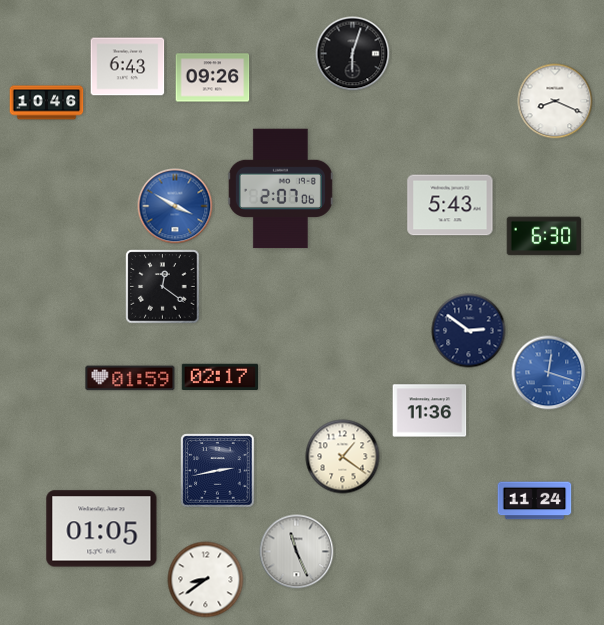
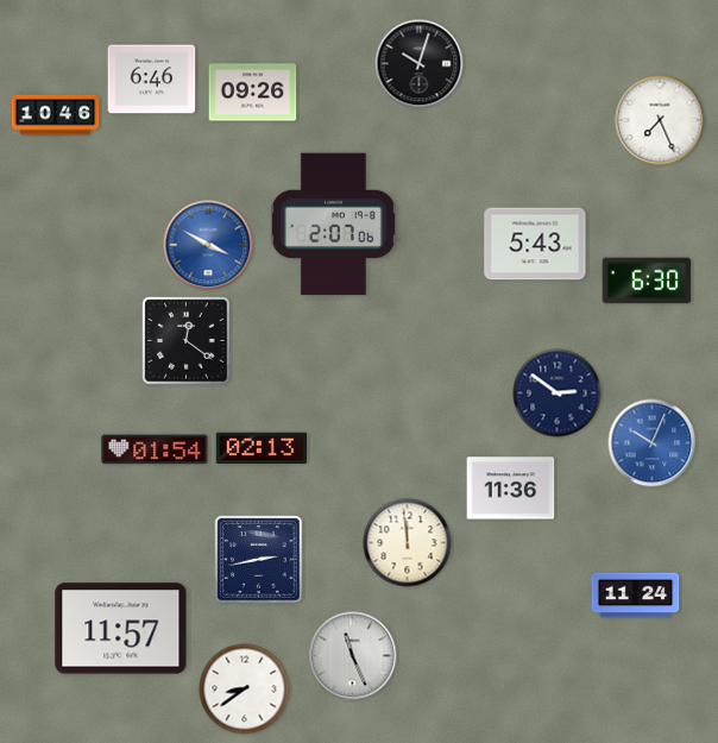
clock at (353, 54): 6:03 -> 10:03
clock at (128, 67): 6:43 -> 6:46
clock at (555, 101): 8:19 -> 7:26
clock at (47, 103) position: (47, 103) -> (56, 115)
clock at (163, 287) position: (163, 287) -> (187, 341)
clock at (549, 373): 12:18 -> 10:04
clock at (219, 376): 02:17 -> 02:13
clock at (130, 378): 01:59 -> 01:54
clock at (343, 457): 1:21 -> 11:59
clock at (102, 529): 01:05 -> 11:57
